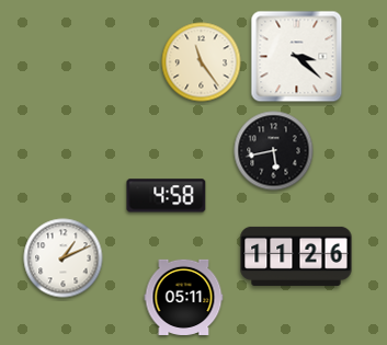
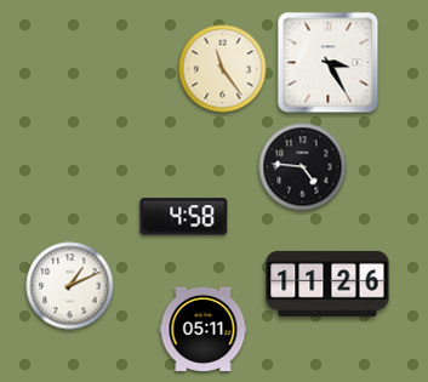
clock at (297, 57): 3:22 -> 3:25
clock at (274, 151): 5:43 -> 4:46
